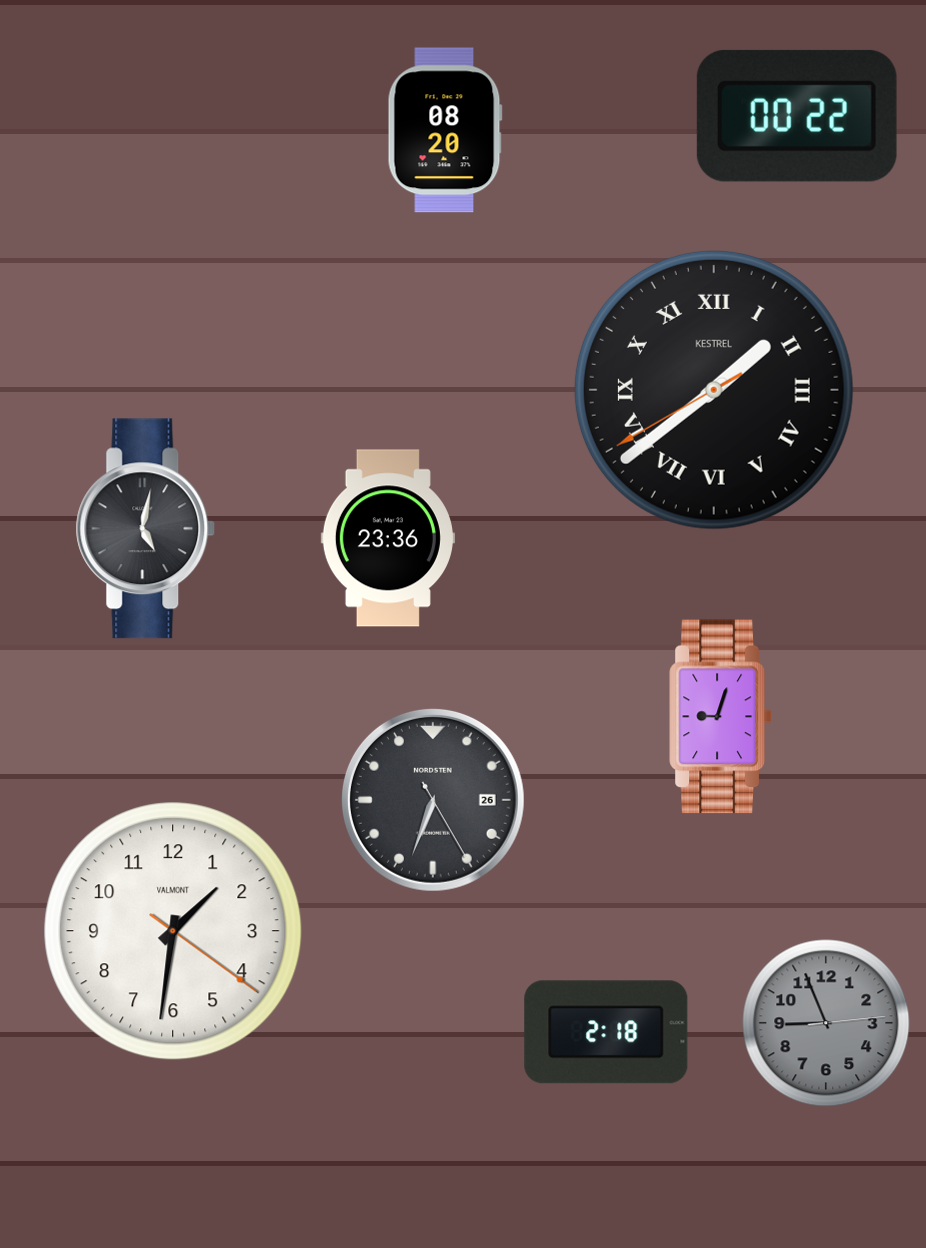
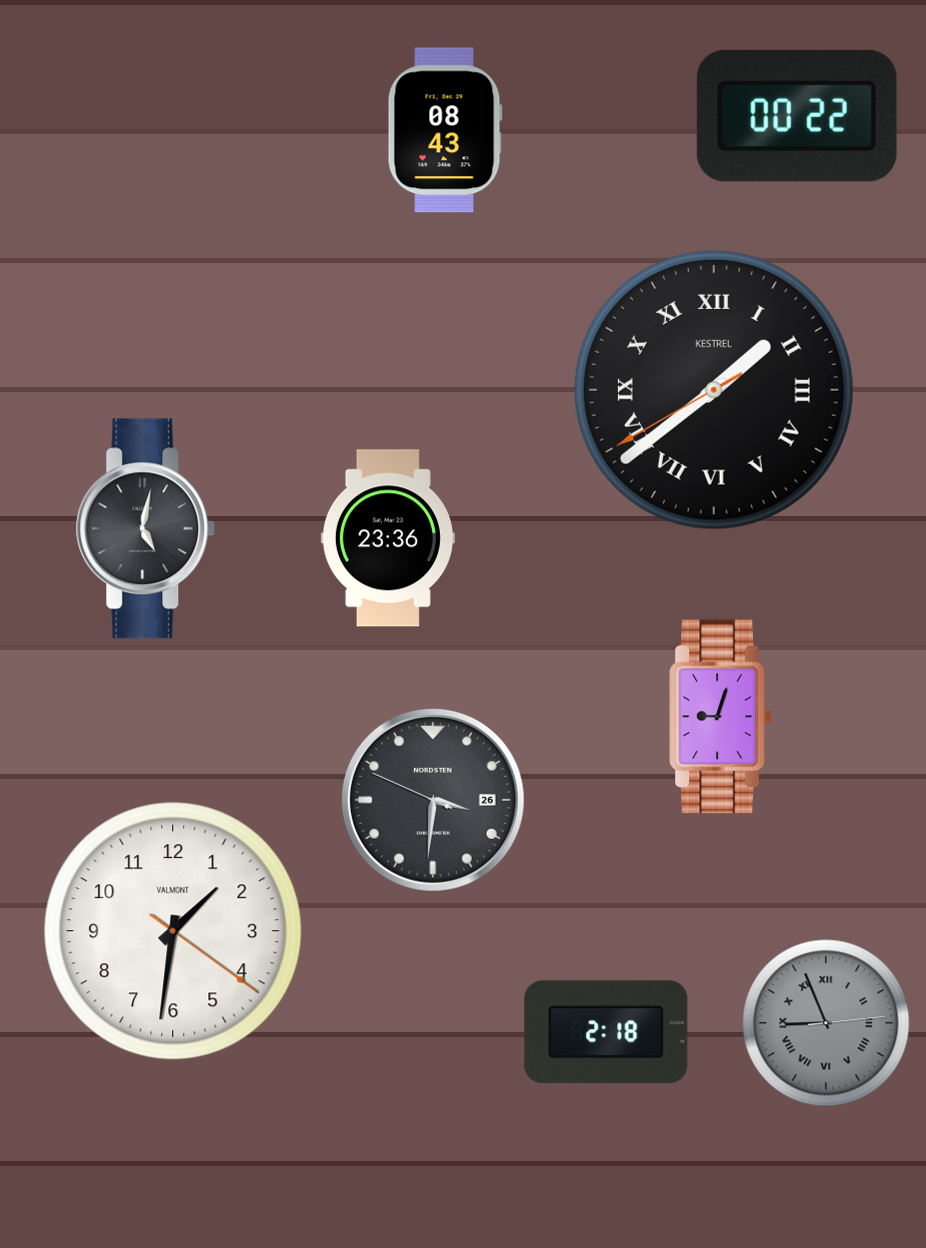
clock at (445, 130): 08:20 -> 08:43
clock at (433, 800): 6:33 -> 3:30
clock at (826, 1023) numerals: Arabic -> Roman
